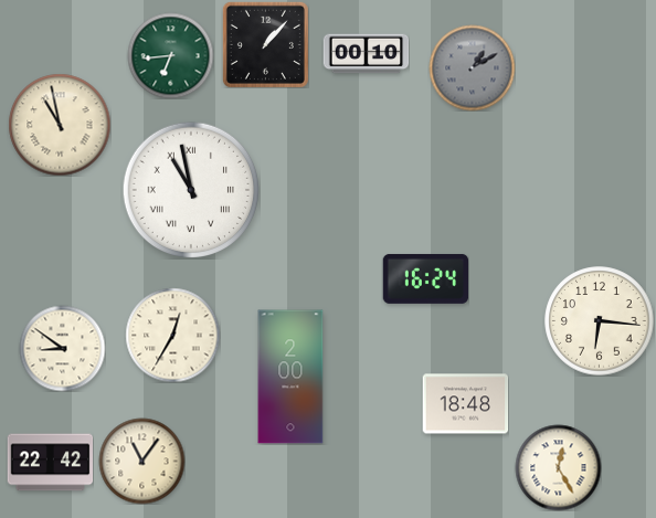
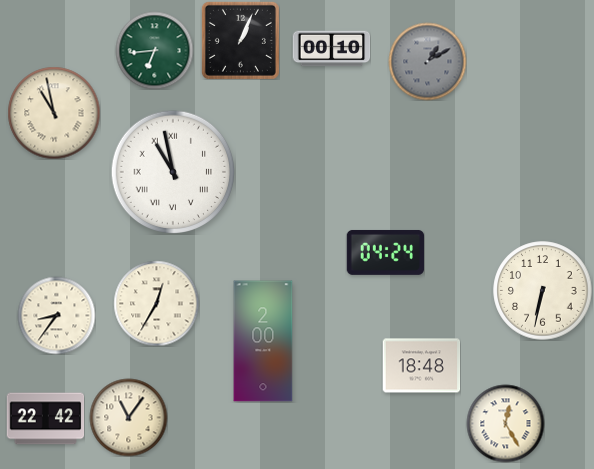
clock at (265, 44): 1:07 -> 1:04
clock at (425, 278): 16:24 -> 04:24
clock at (600, 321): 6:16 -> 6:32
clock at (62, 348): 8:51 -> 8:36
